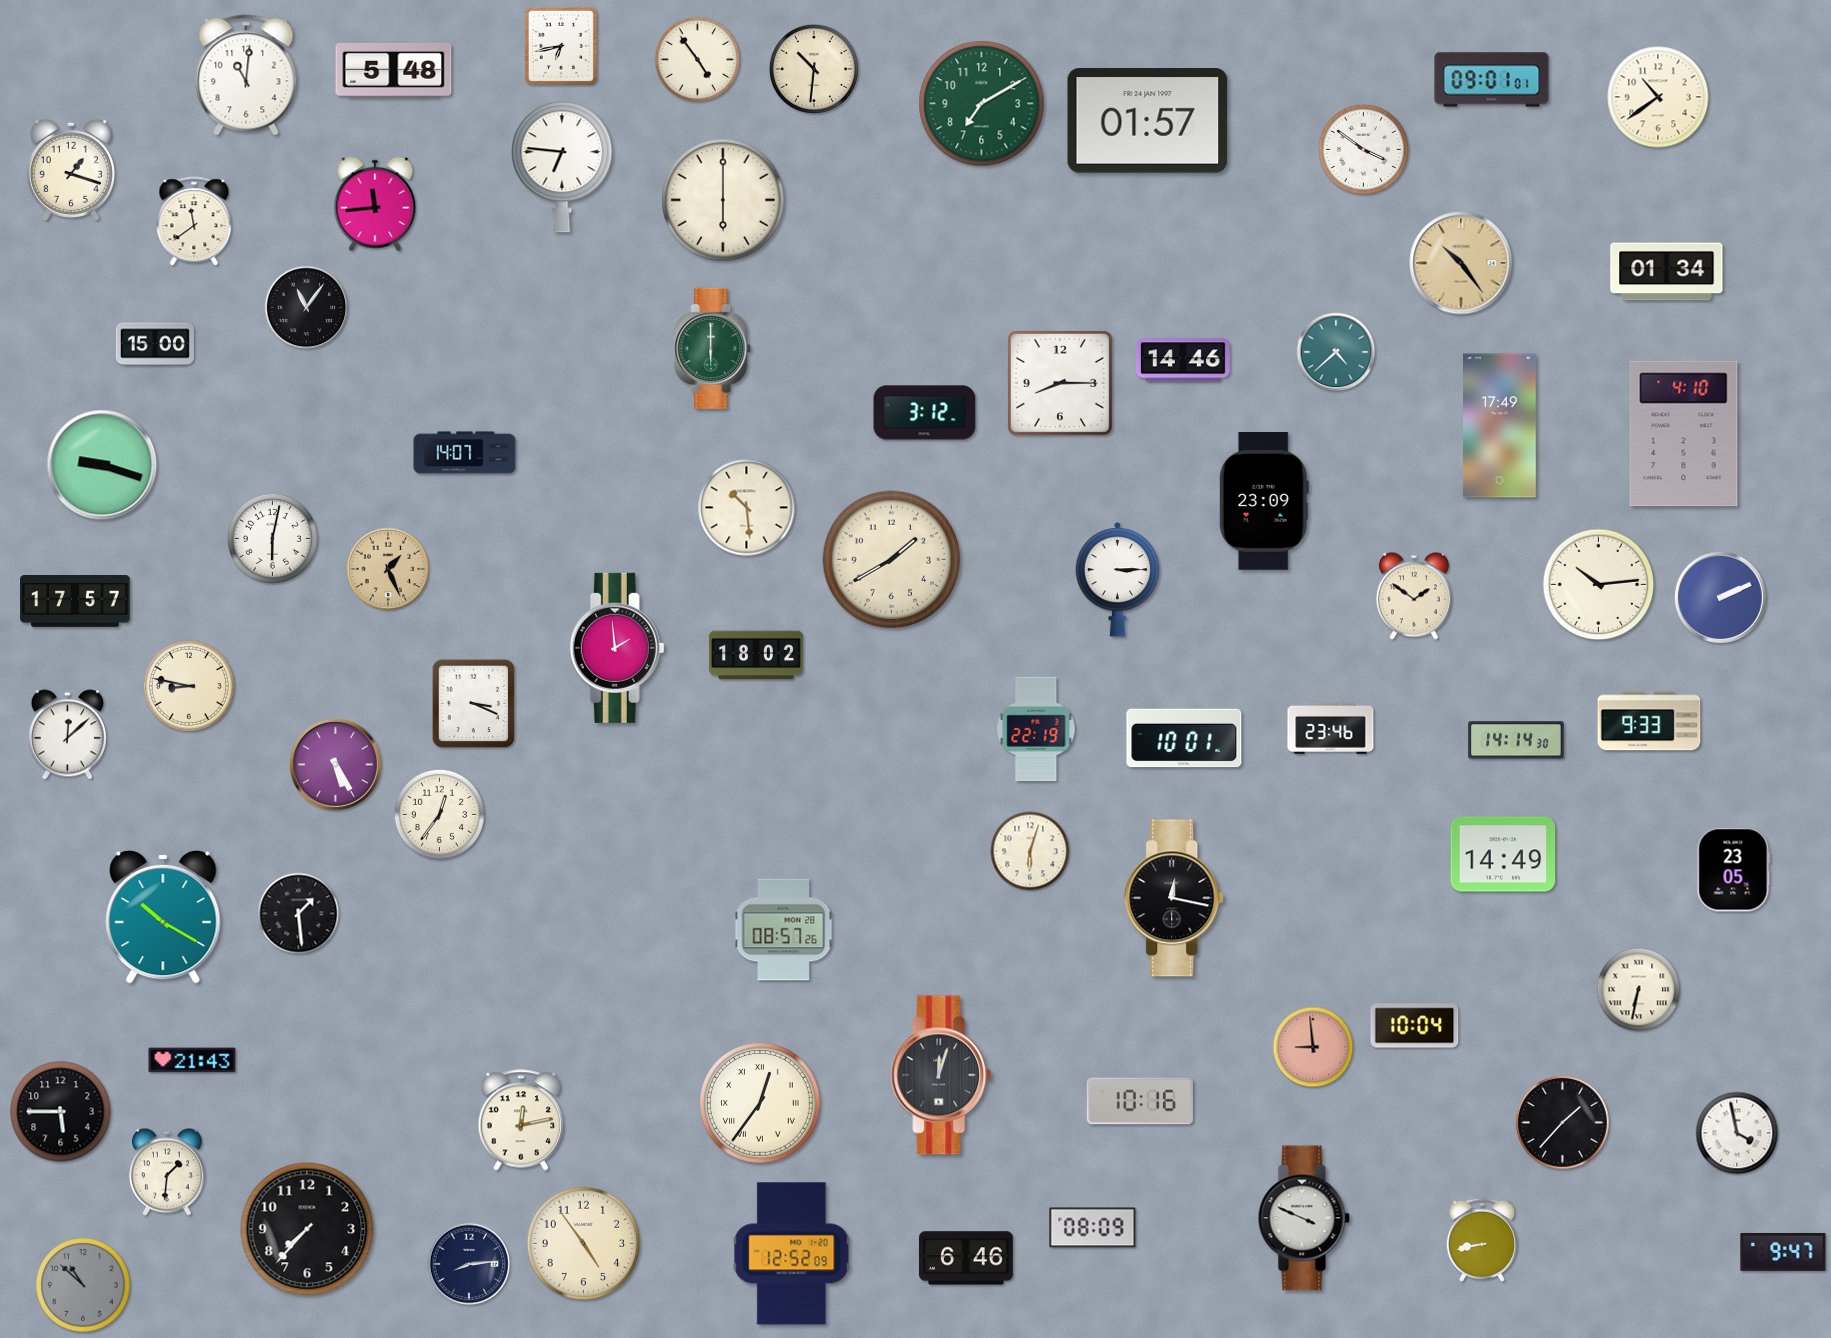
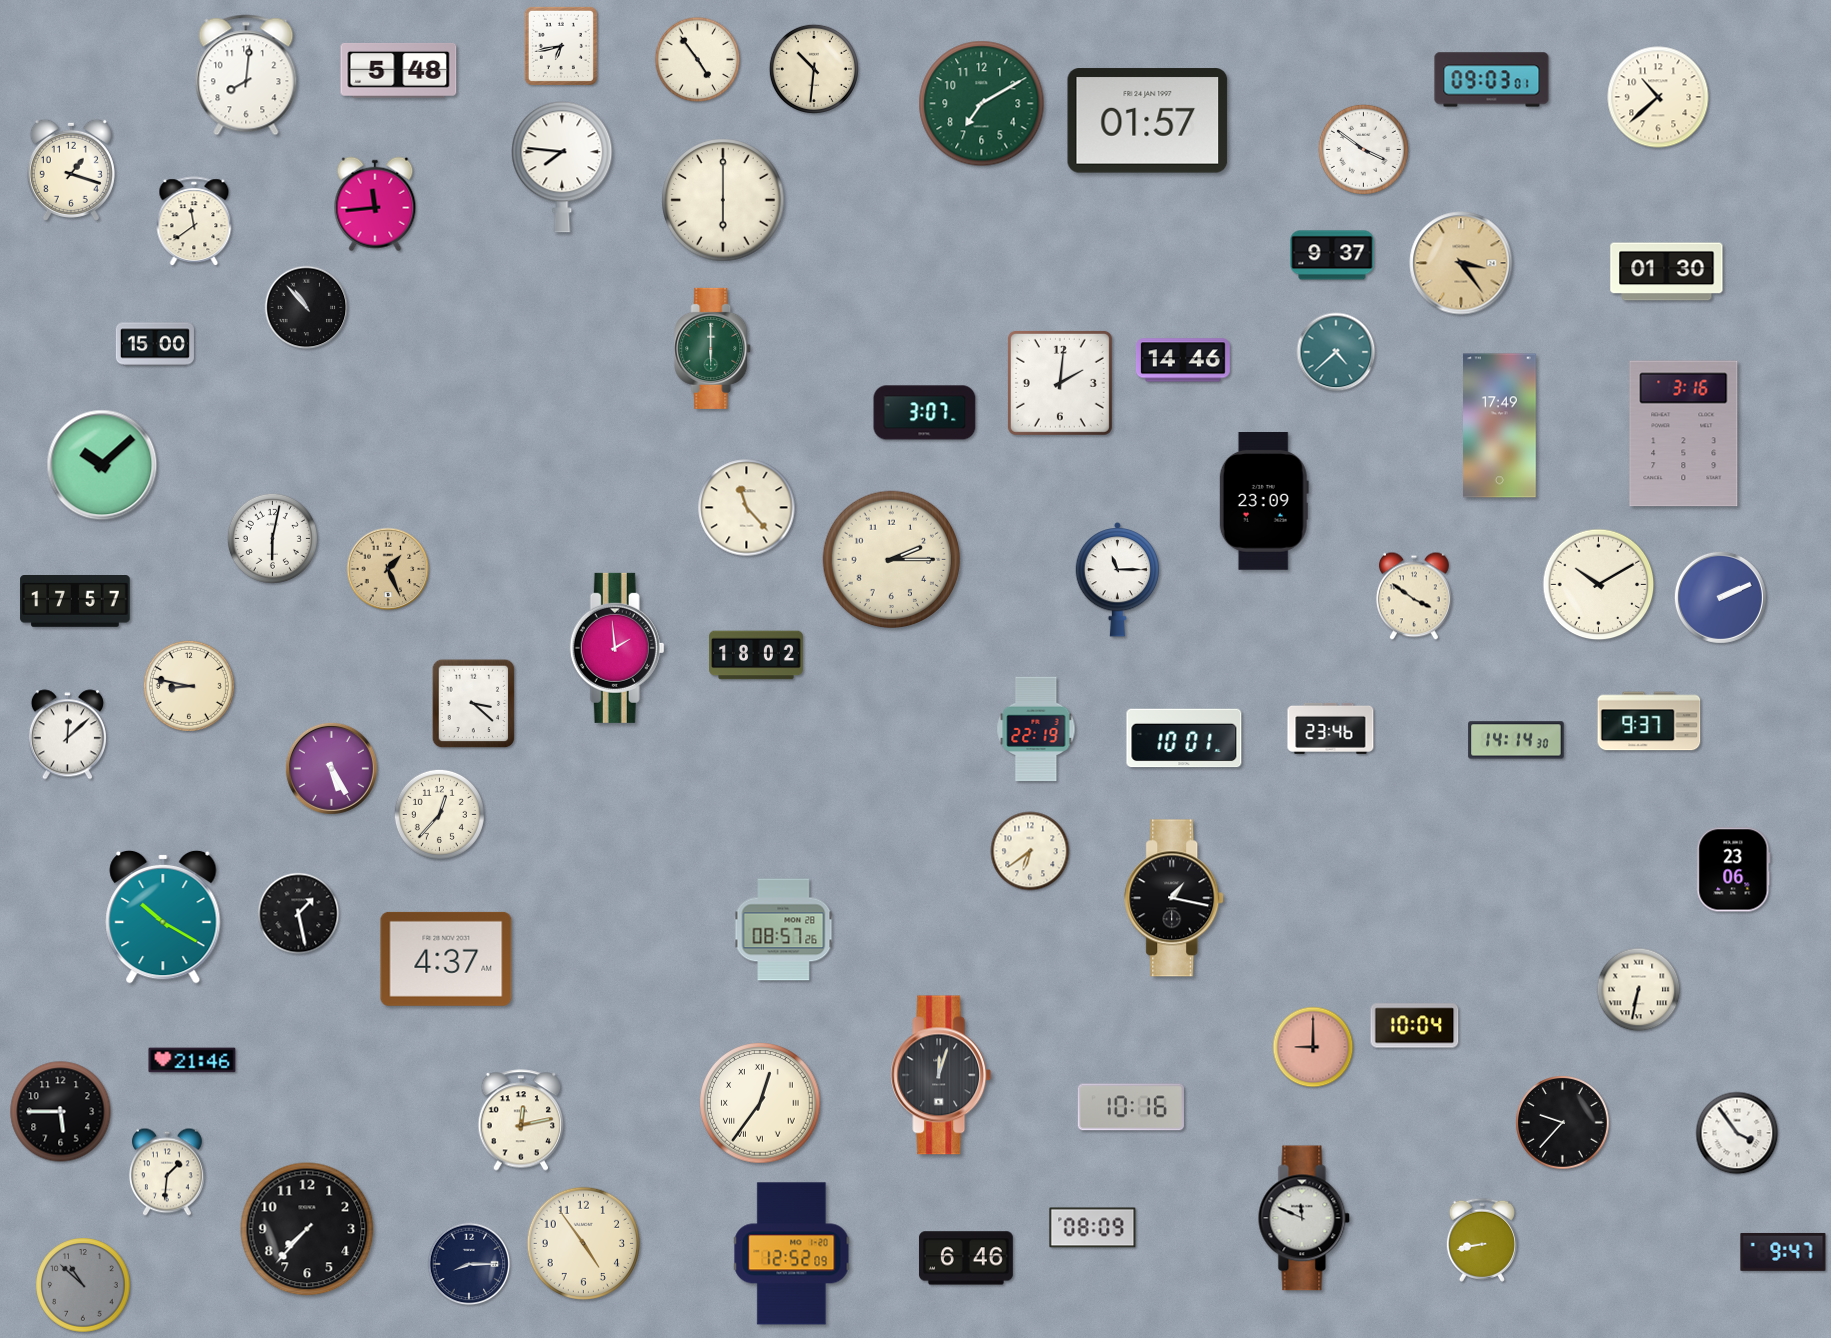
clock at (394, 70) position: (394, 70) -> (399, 70)
clock at (246, 75): 11:01 -> 8:01
clock at (1492, 80): 09:01 -> 09:03
clock at (1658, 97): 10:39 -> 10:38
clock at (562, 167): 6:46 -> 7:46
clock at (1332, 255): none -> 9:37
clock at (1461, 263): 10:24 -> 3:24
clock at (1667, 272): 01:34 -> 01:30
clock at (307, 308): 11:06 -> 10:53
clock at (1060, 383): 8:15 -> 2:01
clock at (925, 413): 3:12 -> 3:07
clock at (1684, 434): 4:10 -> 3:16
clock at (465, 453): 14:07 -> none
clock at (102, 465): 9:18 -> 10:08
clock at (747, 508): 10:29 -> 11:23
clock at (892, 560): 1:40 -> 2:15
clock at (1118, 580): 3:15 -> 11:15
clock at (1599, 585): 10:14 -> 10:10
clock at (1414, 596): 1:51 -> 3:51
clock at (474, 704): 3:19 -> 3:22
clock at (1649, 721): 9:33 -> 9:37
clock at (335, 764) position: (335, 764) -> (331, 768)
clock at (439, 814): 12:36 -> 12:37
clock at (1030, 851): 6:03 -> 6:39
clock at (1503, 854): 14:49 -> none
clock at (1734, 870): 23:05 -> 23:06
clock at (1175, 898): 12:17 -> 1:17
clock at (299, 914): 1:29 -> 1:28
clock at (446, 959): none -> 4:37
clock at (1313, 1047): 8:59 -> 9:00
clock at (192, 1060): 21:43 -> 21:46
clock at (1140, 1101) position: (1140, 1101) -> (1131, 1107)
clock at (1563, 1123): 1:37 -> 9:37
clock at (1737, 1133): 3:58 -> 3:54
clock at (1304, 1218): 3:49 -> 11:49
clock at (469, 1264): 8:14 -> 8:15
